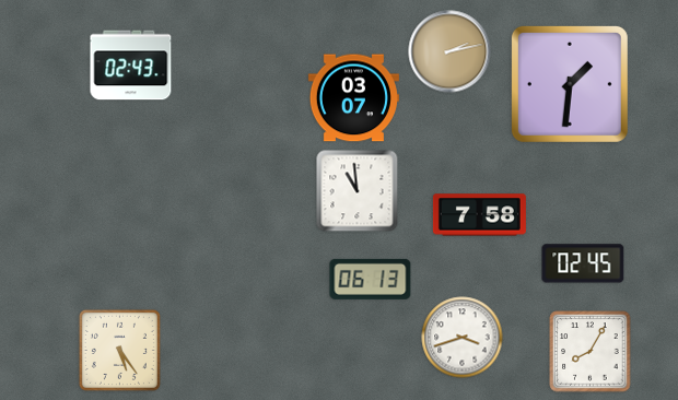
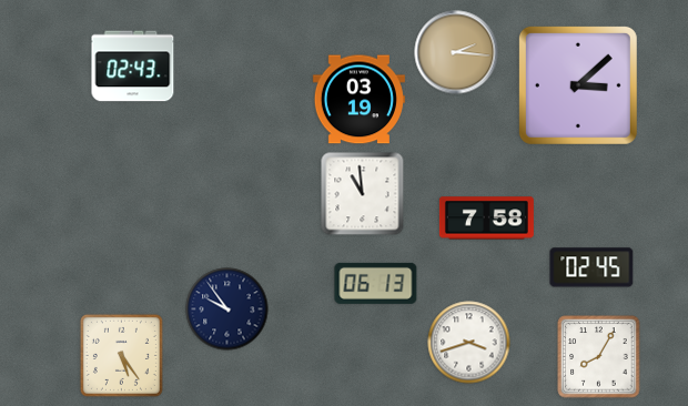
clock at (449, 51): 2:13 -> 2:16
clock at (570, 84): 1:31 -> 3:08
clock at (353, 98): 03:07 -> 03:19
clock at (227, 309): none -> 9:54
